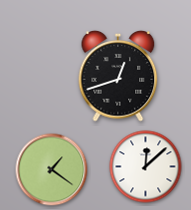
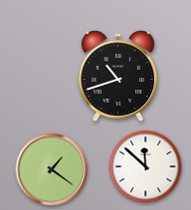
clock at (118, 76): 12:42 -> 10:42
clock at (146, 167): 12:08 -> 11:52
